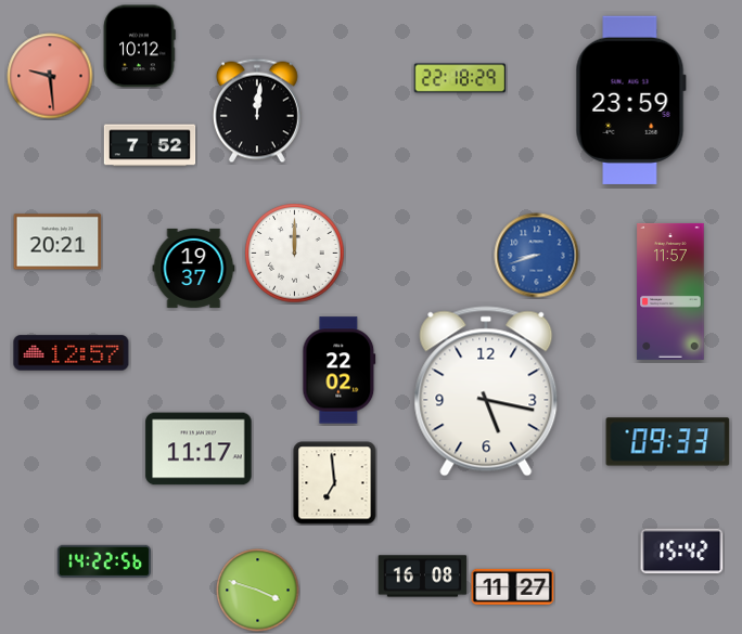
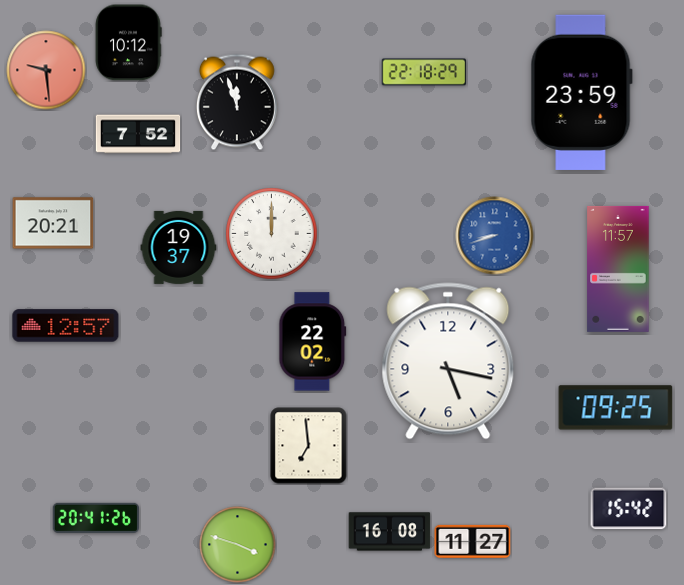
clock at (257, 111): 12:01 -> 11:57
clock at (668, 442): 09:33 -> 09:25
clock at (199, 449): 11:17 -> none
clock at (104, 561): 14:22 -> 20:41
